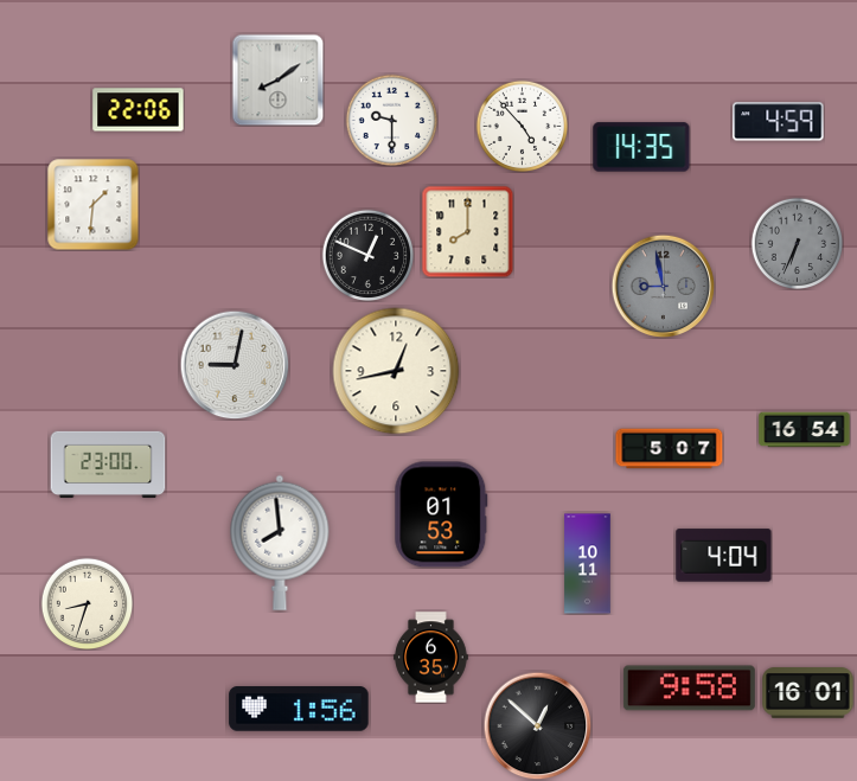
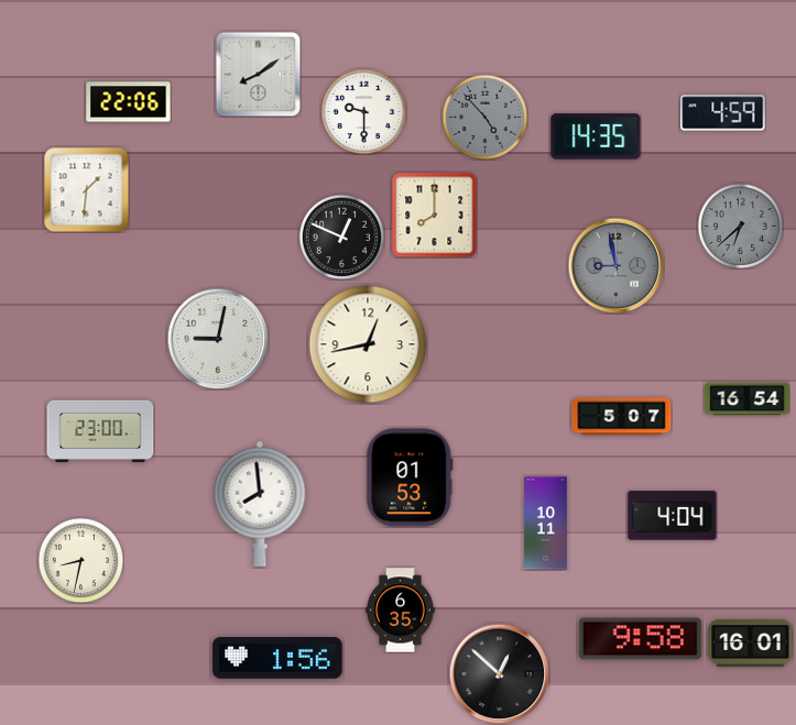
clock at (522, 126) dial: white -> grey
clock at (797, 243): 6:34 -> 6:38
clock at (87, 603): 8:33 -> 8:32
